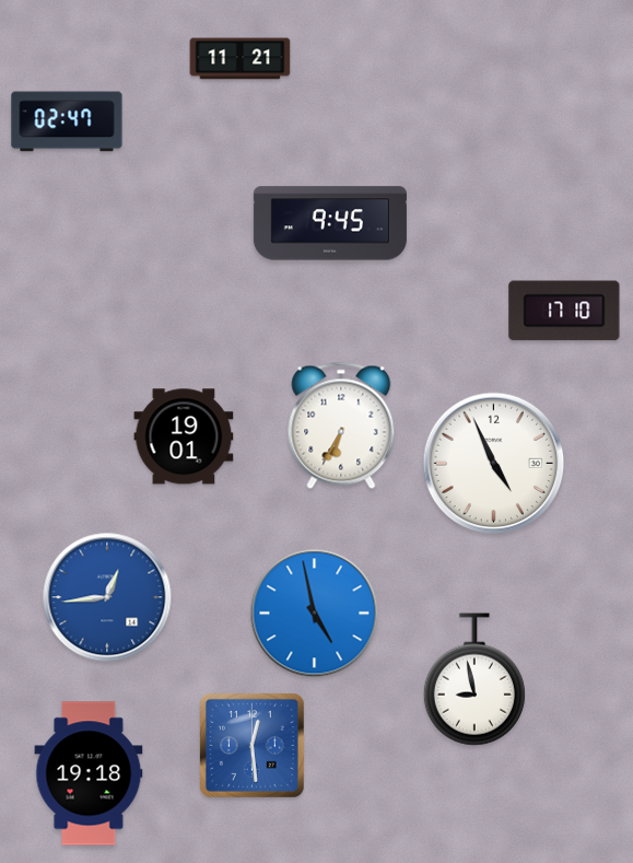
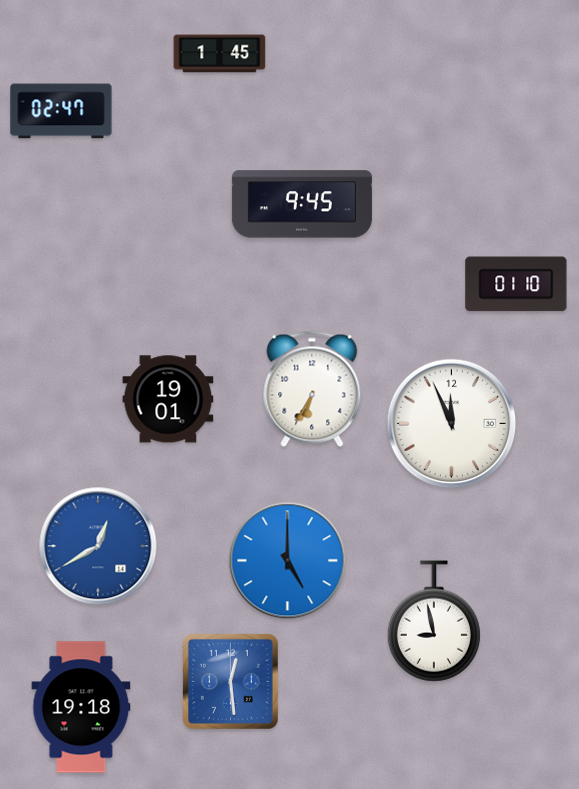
clock at (241, 59): 11:21 -> 1:45
clock at (564, 311): 17:10 -> 01:10
clock at (494, 464): 4:56 -> 11:56
clock at (107, 597): 12:44 -> 12:40
clock at (315, 614): 4:58 -> 5:00
